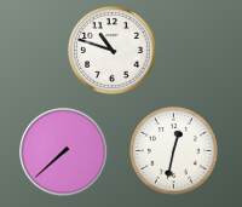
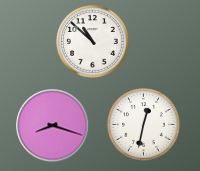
clock at (113, 51): 10:48 -> 10:52
clock at (64, 153): 7:38 -> 8:18
